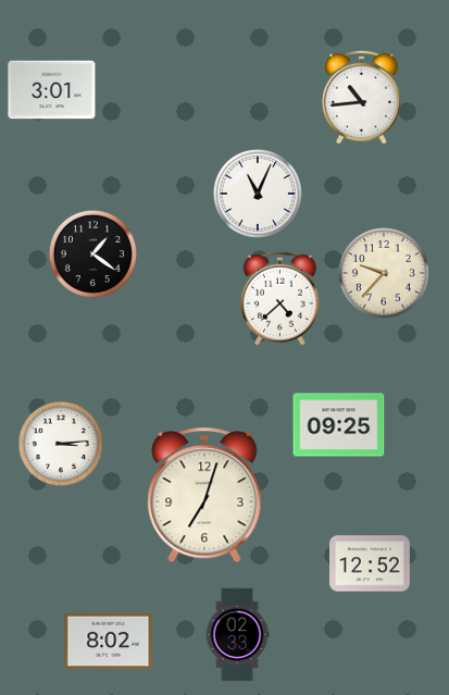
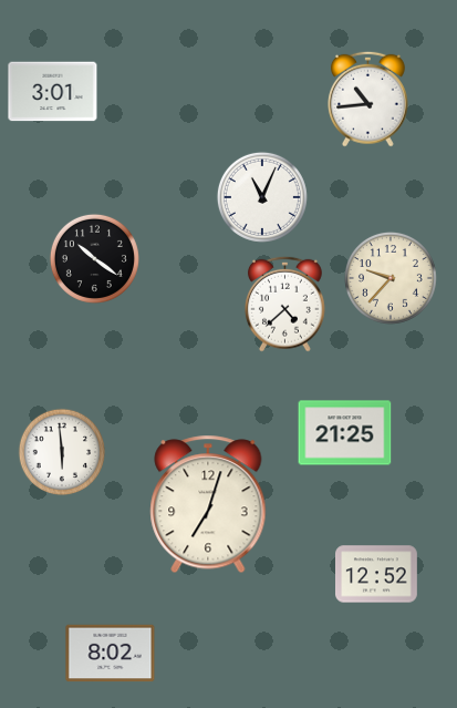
clock at (92, 253): 1:21 -> 10:21
clock at (339, 425): 09:25 -> 21:25
clock at (61, 444): 3:14 -> 5:59
clock at (237, 635): 02:33 -> none
